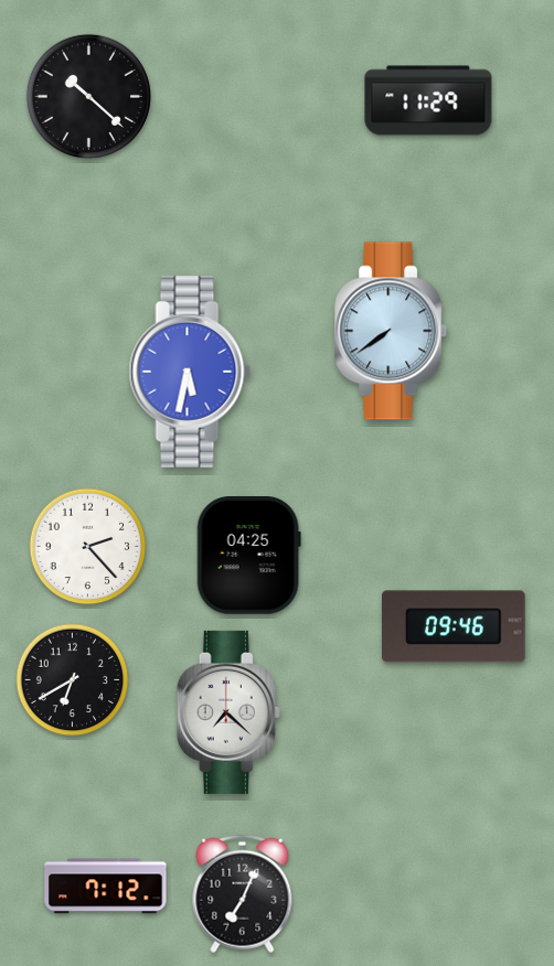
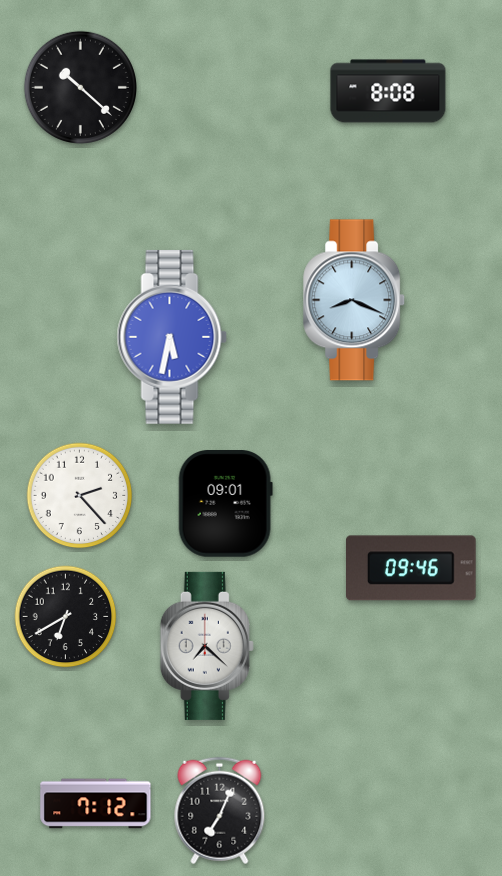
clock at (428, 100): 11:29 -> 8:08
clock at (392, 331): 7:39 -> 8:19
clock at (248, 556): 04:25 -> 09:01
